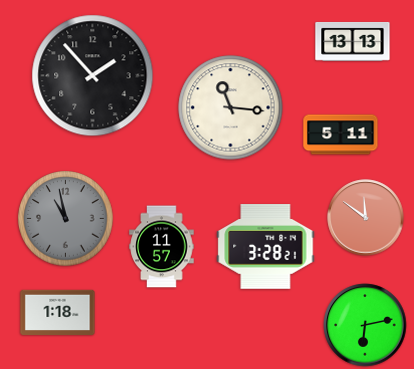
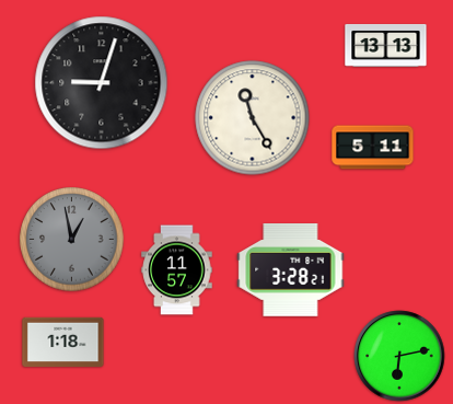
clock at (93, 76): 1:53 -> 9:03
clock at (231, 108): 11:16 -> 11:25
clock at (366, 218): 11:51 -> none
clock at (66, 219): 10:58 -> 12:58
